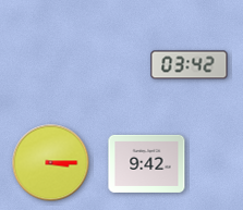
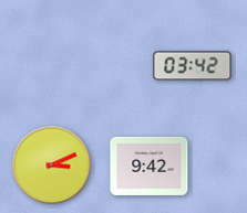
clock at (51, 163): 3:15 -> 3:11
